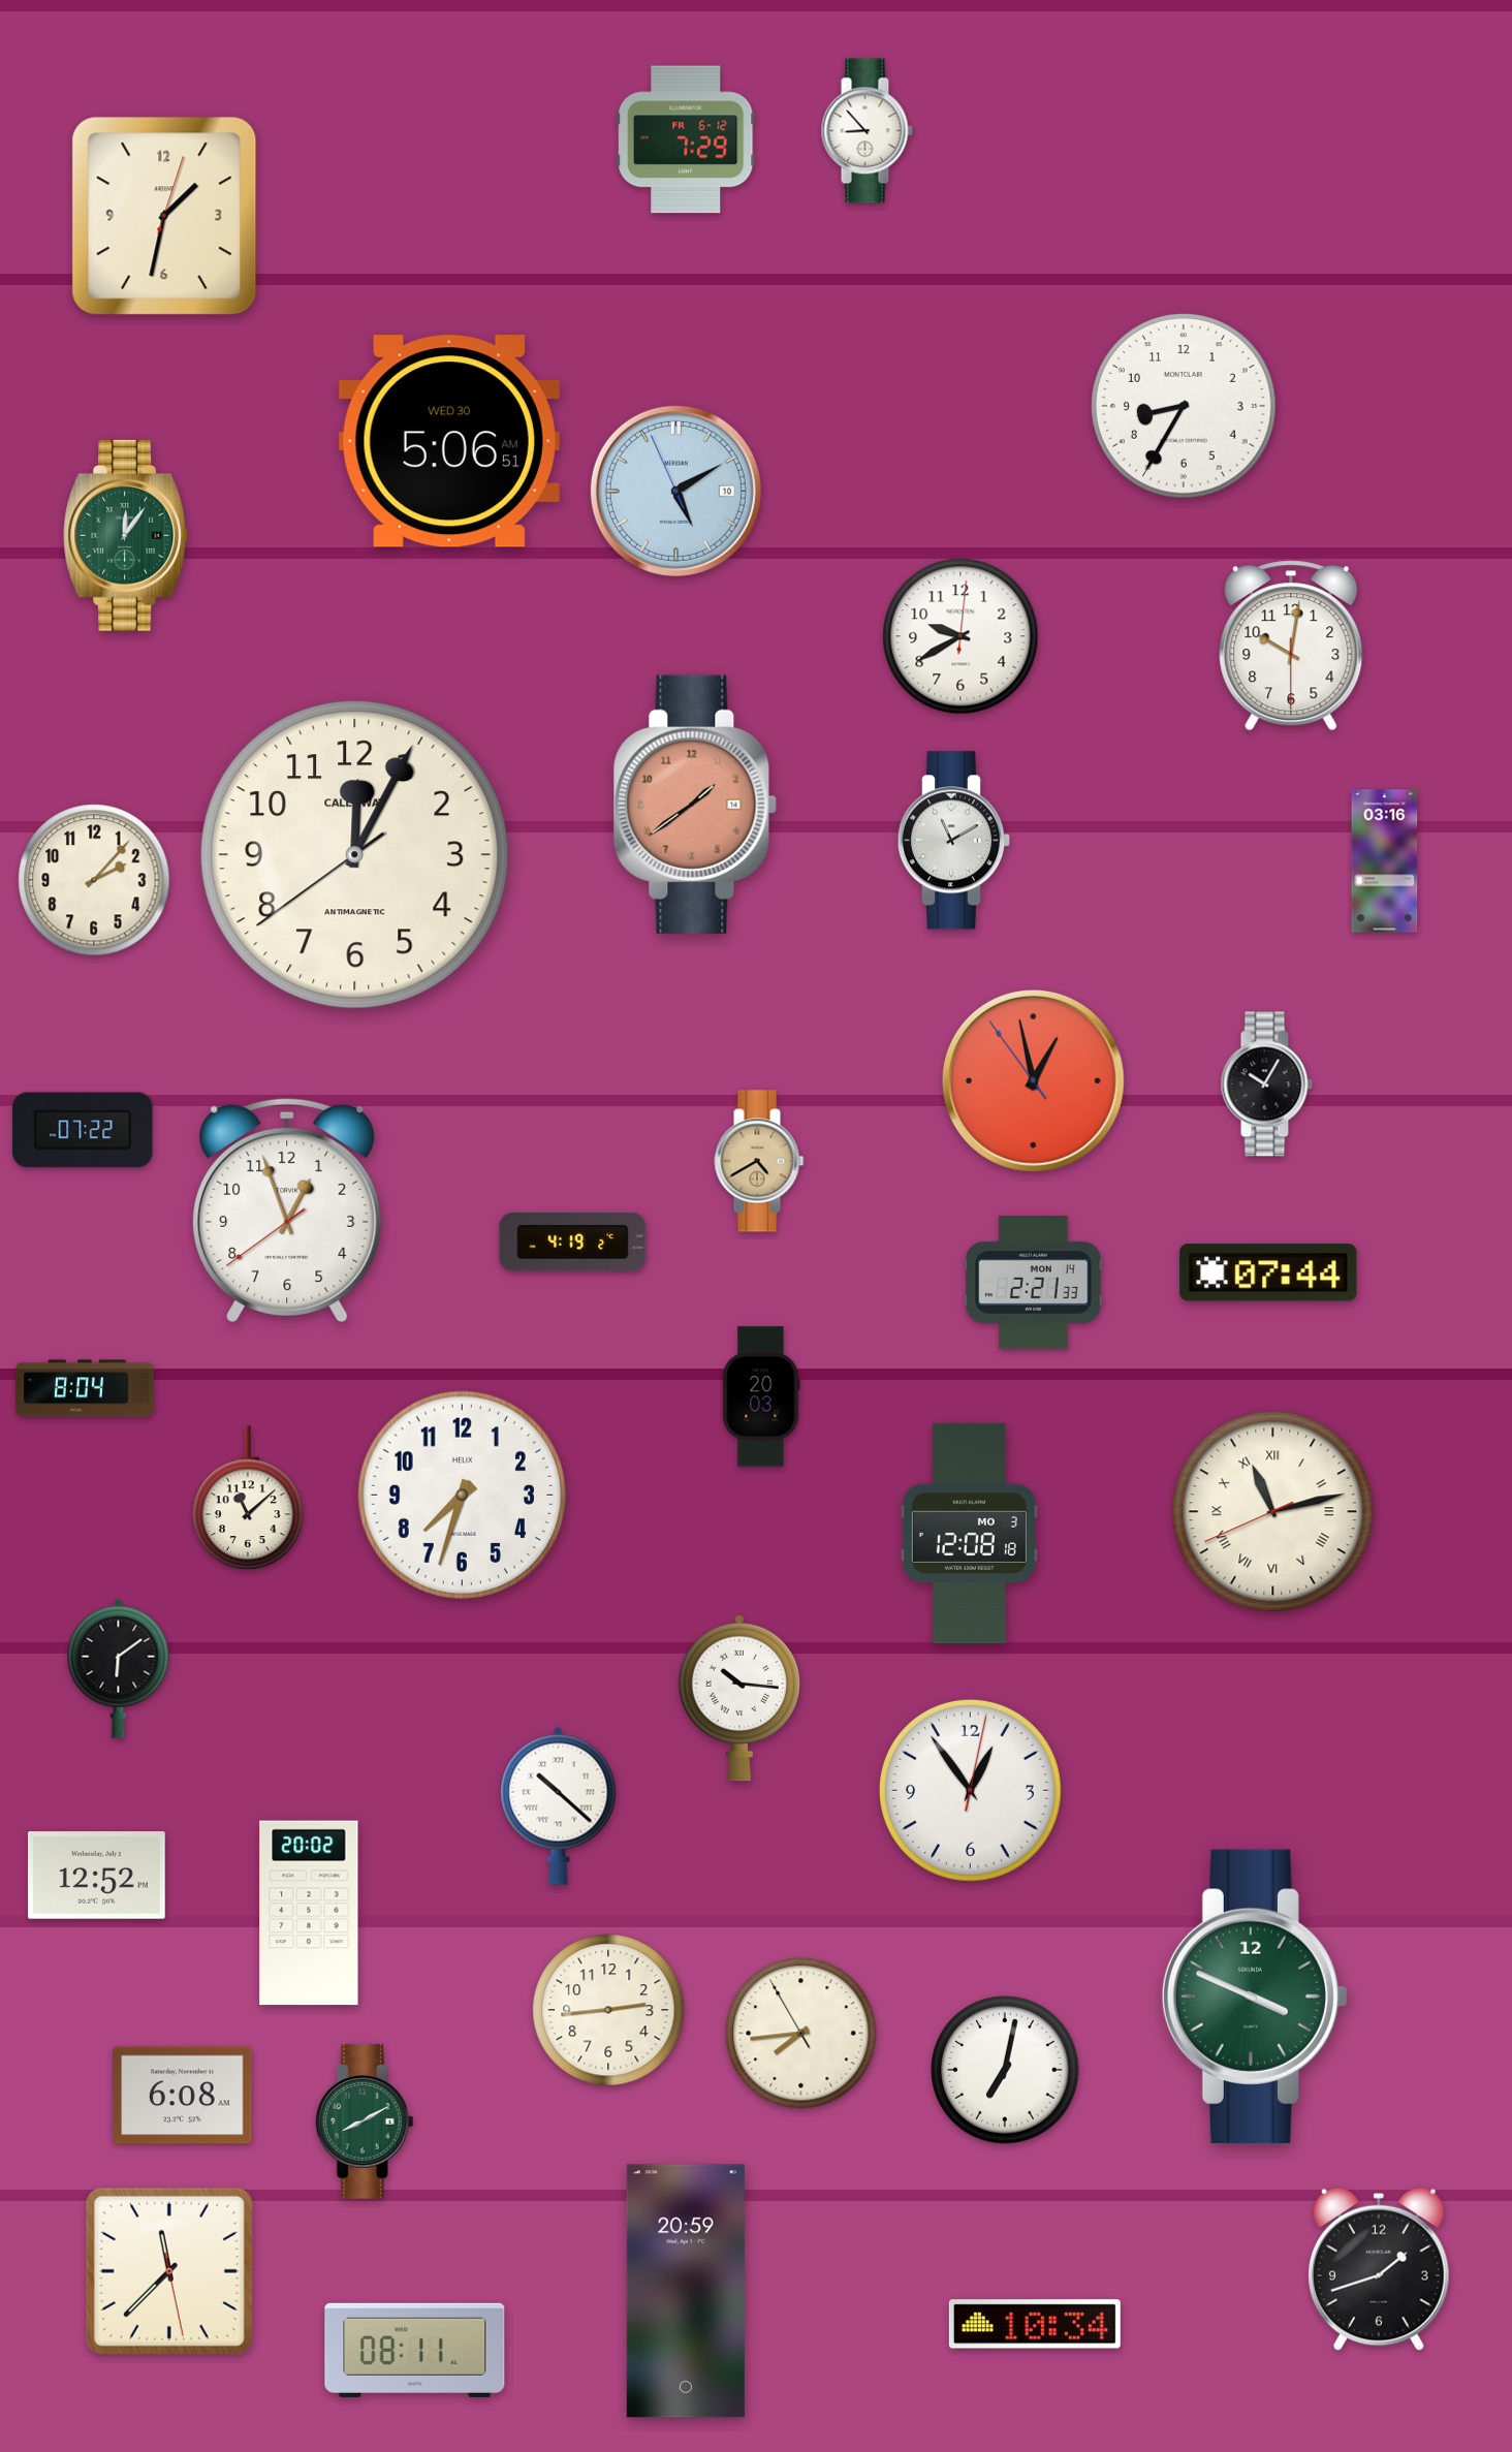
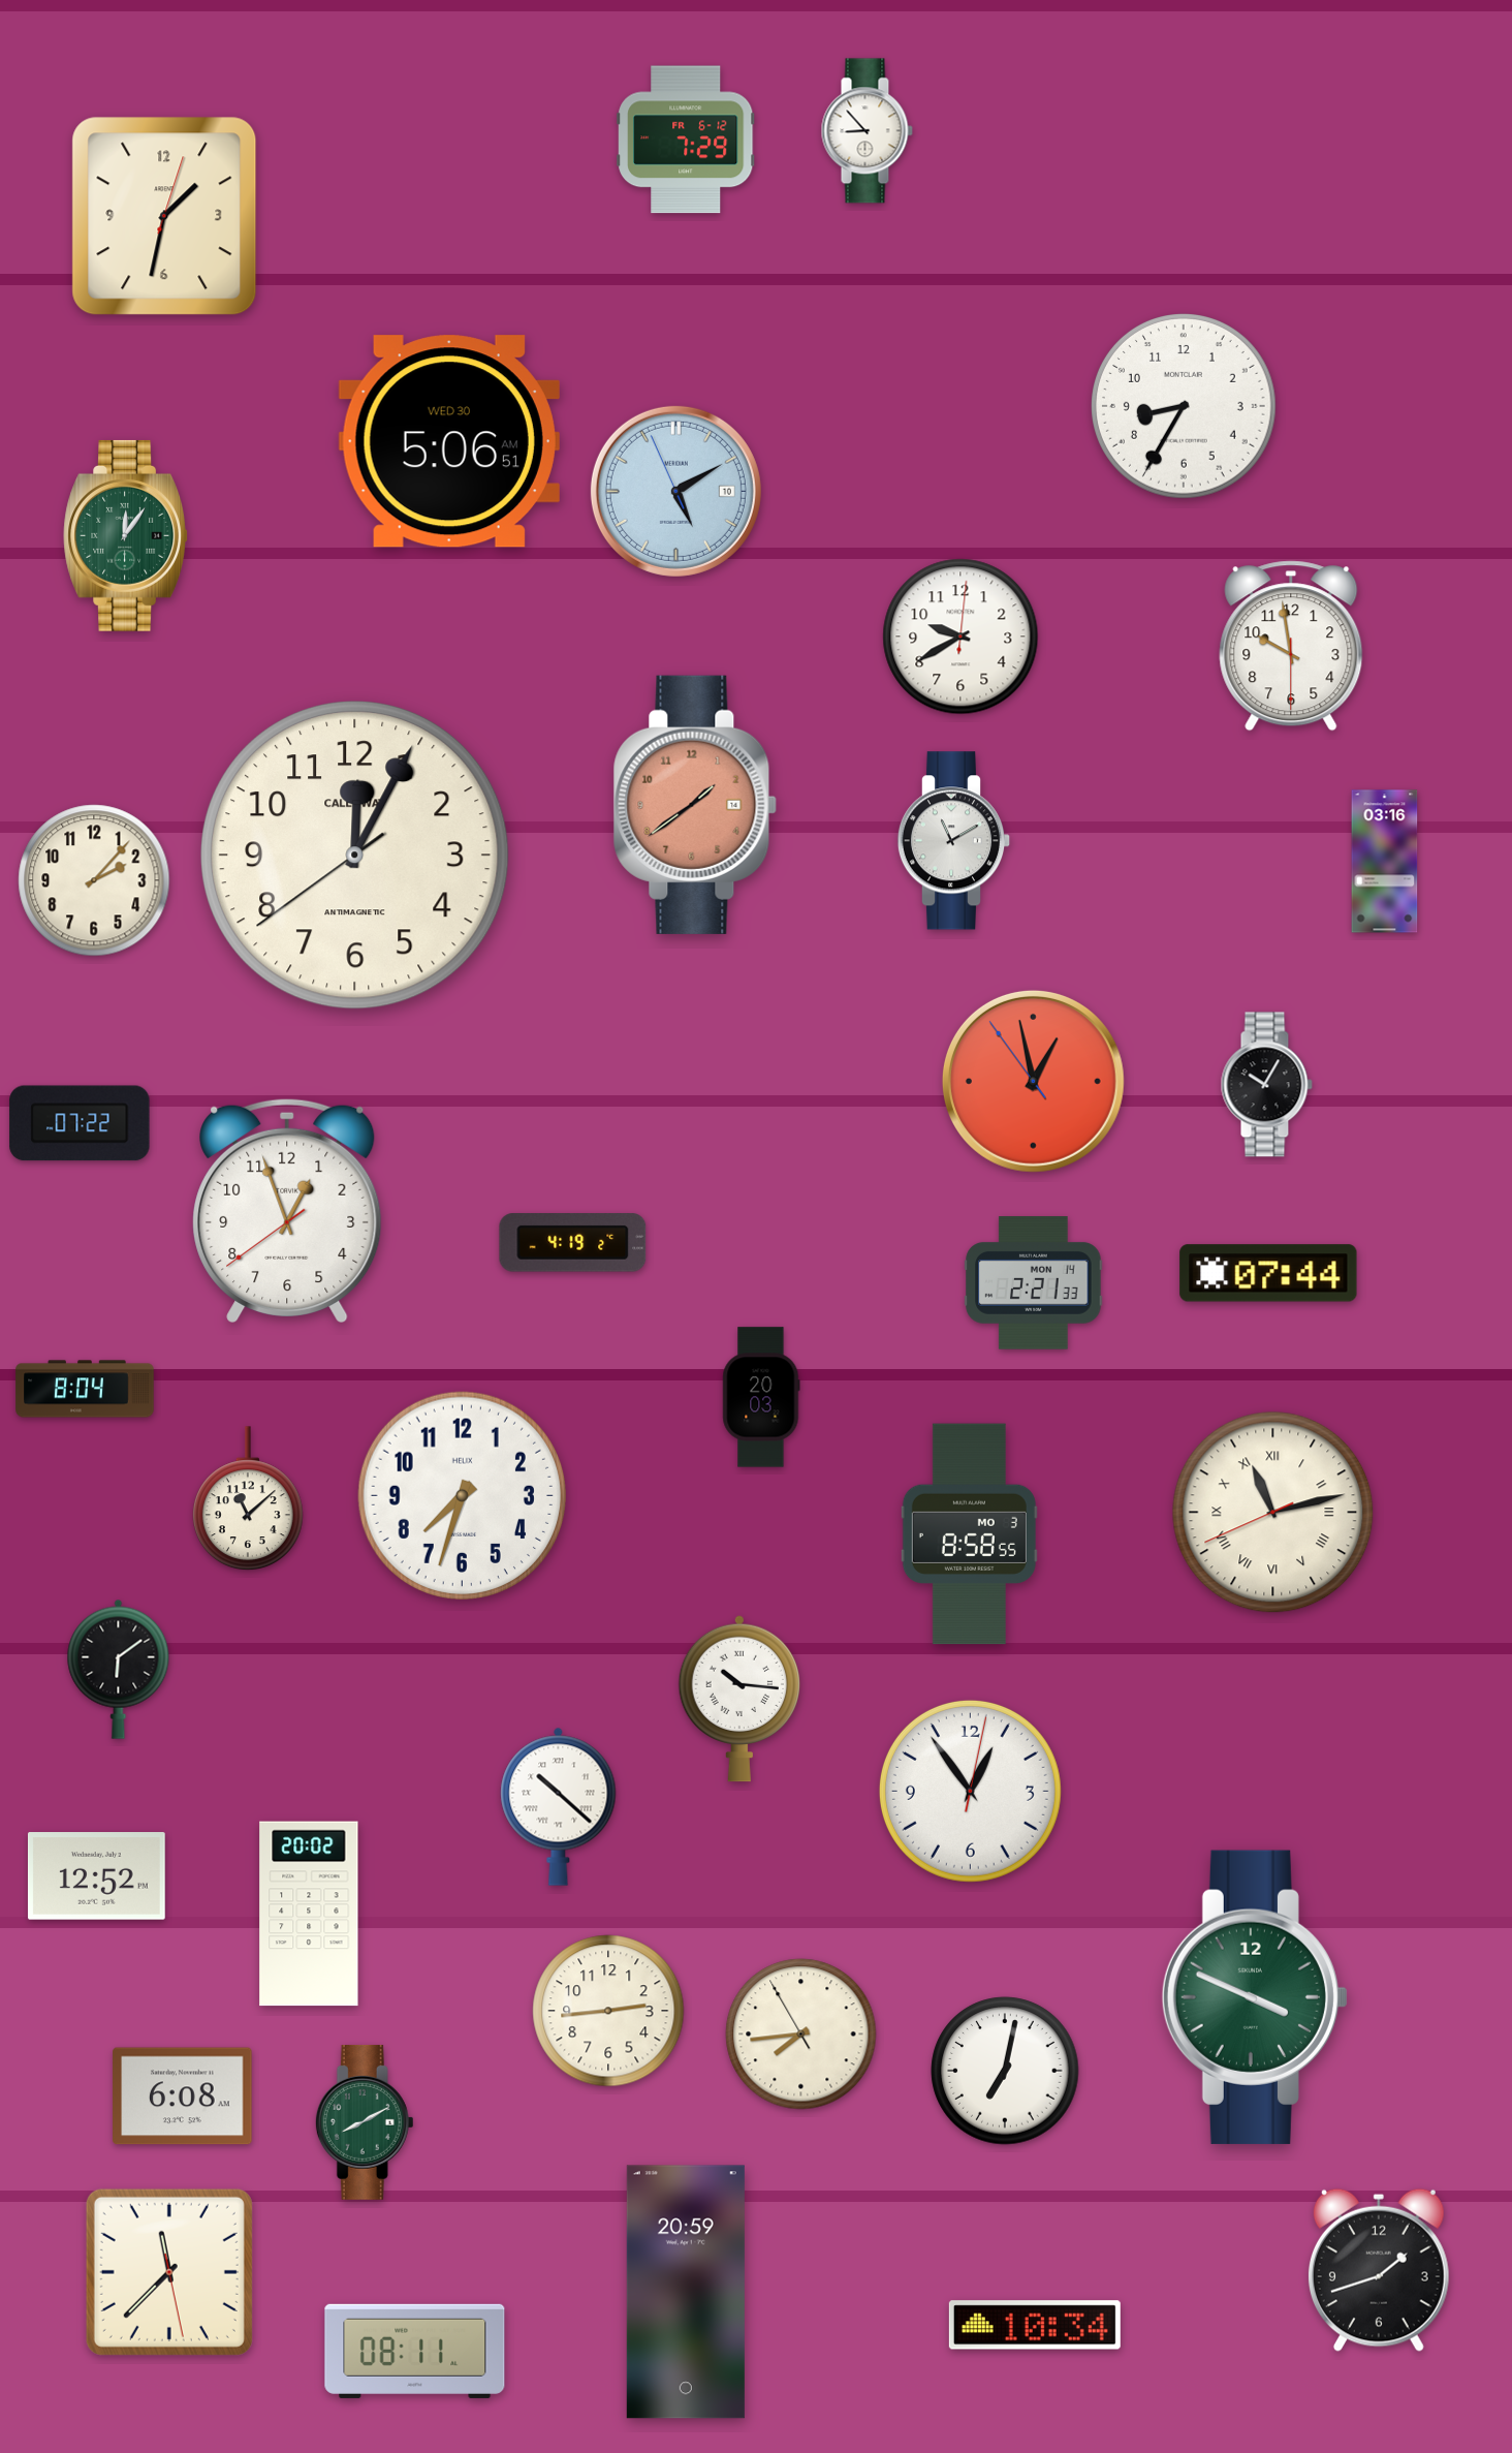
clock at (1291, 646): 10:01 -> 9:58
clock at (83, 1130) position: (83, 1130) -> (80, 1123)
clock at (759, 1161): 4:40 -> none
clock at (969, 1534): 12:08 -> 8:58
